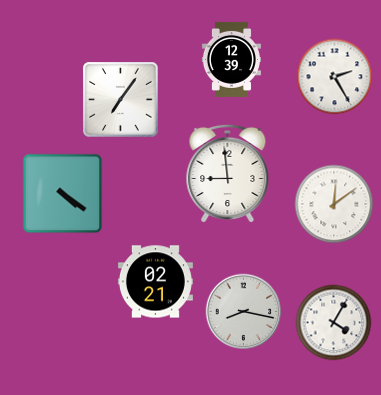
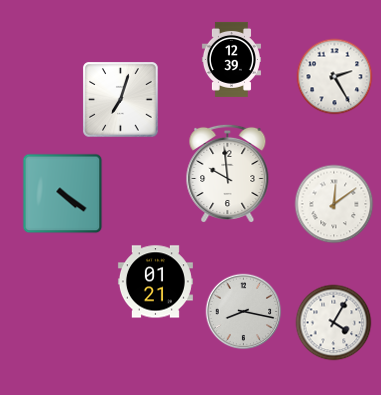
clock at (121, 100): 7:06 -> 7:03
clock at (228, 173): 8:59 -> 9:59
clock at (155, 282): 02:21 -> 01:21
